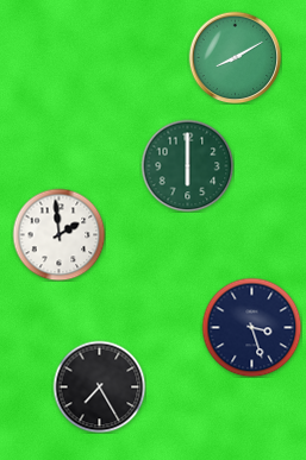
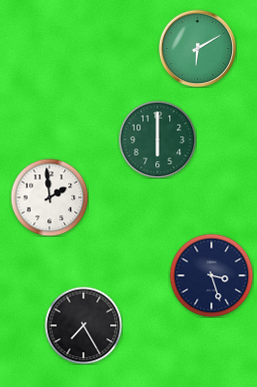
clock at (235, 57): 8:10 -> 6:10
